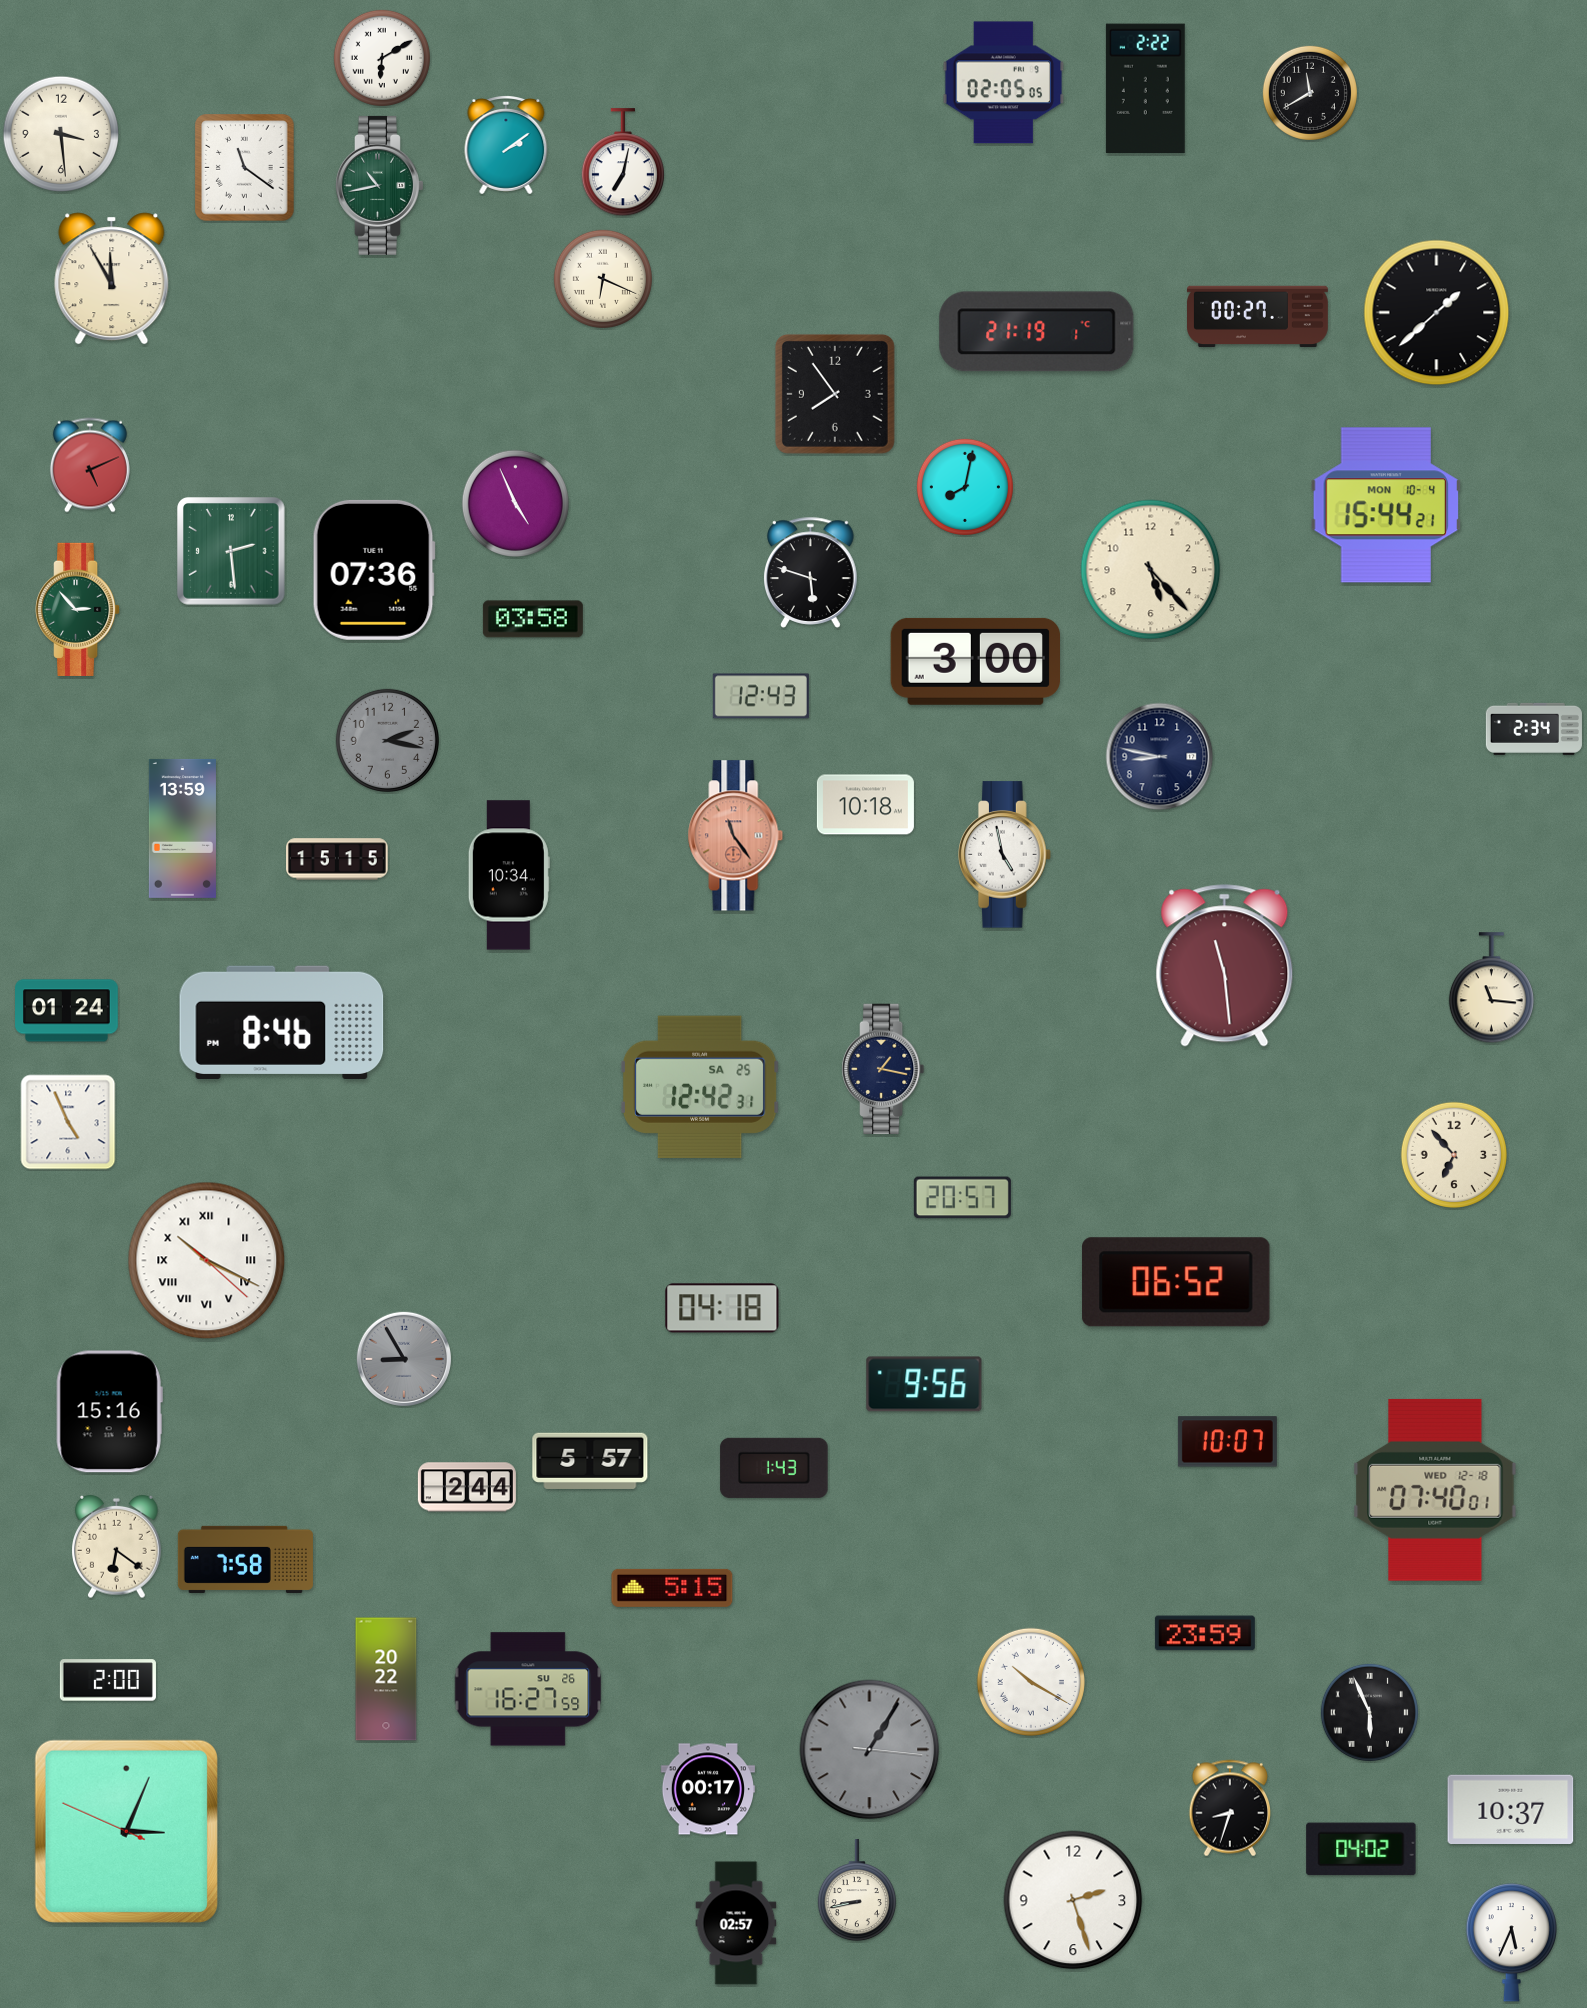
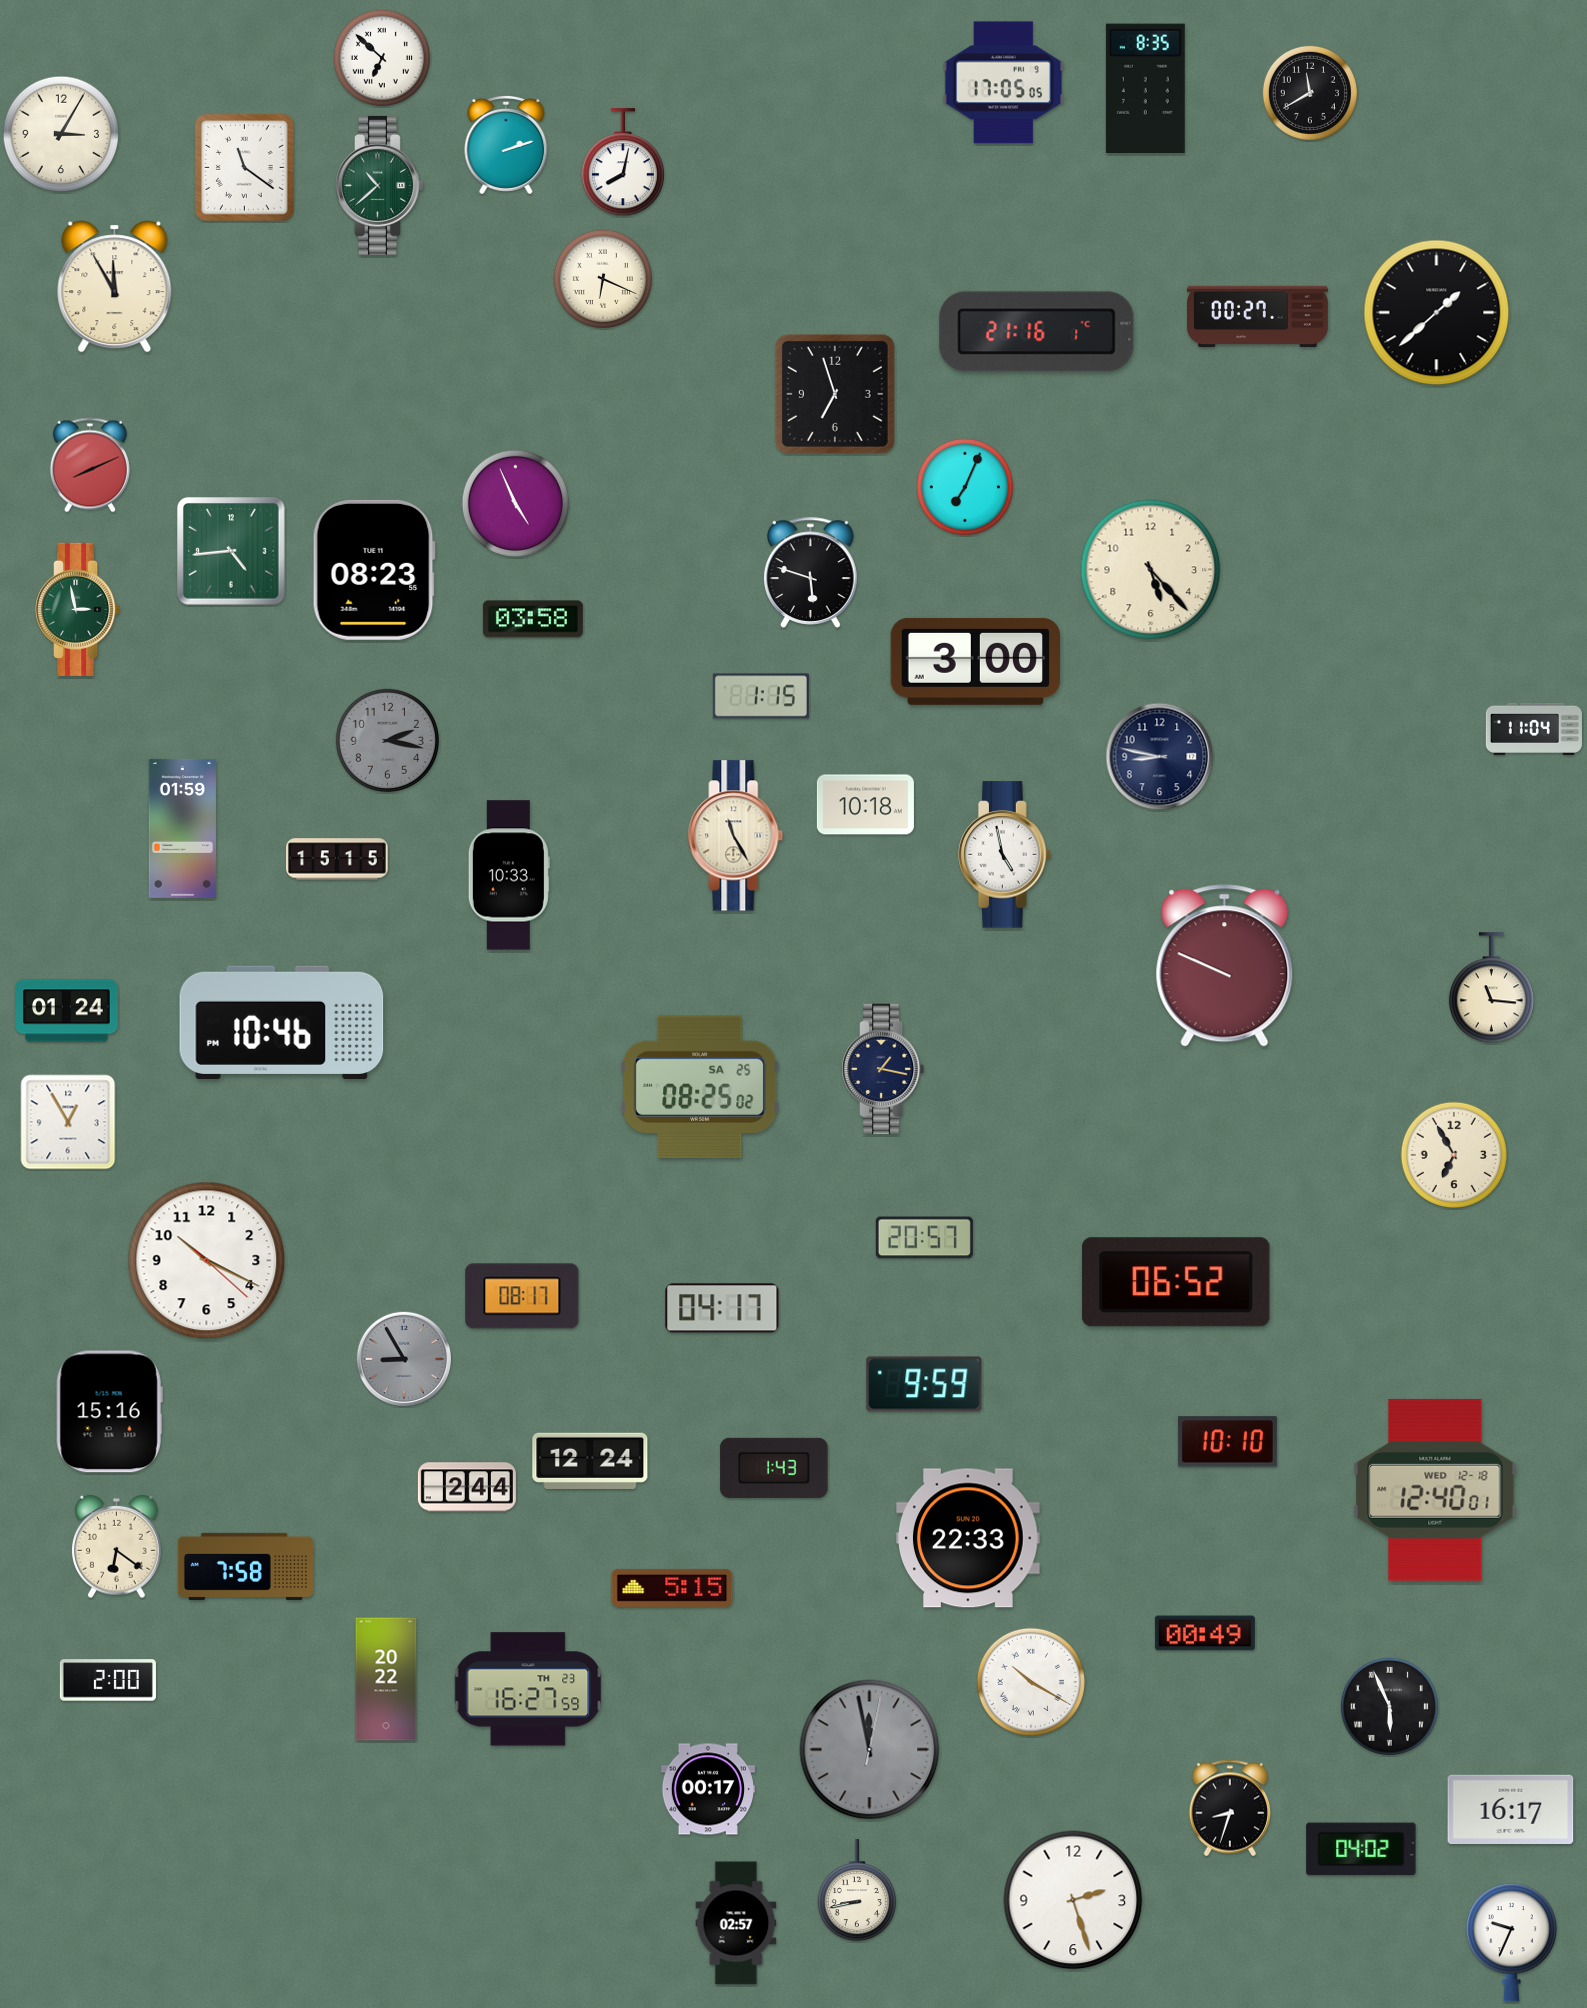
clock at (382, 58): 6:10 -> 6:52
clock at (1004, 83): 02:05 -> 17:05
clock at (1145, 88): 2:22 -> 8:35
clock at (61, 134): 3:29 -> 3:05
clock at (506, 145): 2:09 -> 2:12
clock at (623, 163): 7:02 -> 8:02
clock at (380, 185): 10:43 -> 10:38
clock at (112, 279) position: (112, 279) -> (115, 287)
clock at (1037, 332): 21:19 -> 21:16
clock at (835, 394): 7:54 -> 6:57
clock at (90, 465): 5:11 -> 8:11
clock at (965, 487): 8:02 -> 7:04
clock at (1386, 505): 15:44 -> none
clock at (232, 552): 2:29 -> 4:44
clock at (374, 570): 07:36 -> 08:23
clock at (79, 609): 2:53 -> 2:58
clock at (761, 696): 12:43 -> 1:15
clock at (1534, 729): 2:34 -> 11:04
clock at (182, 828): 13:59 -> 01:59
clock at (736, 836): 11:24 -> 11:25
clock at (736, 836) dial: salmon -> cream
clock at (509, 875): 10:34 -> 10:33
clock at (1225, 966): 11:29 -> 9:49
clock at (282, 1022): 8:46 -> 10:46
clock at (700, 1087): 12:42 -> 08:25
clock at (68, 1122): 4:56 -> 12:55
clock at (1454, 1155): 6:53 -> 6:55
clock at (962, 1198) position: (962, 1198) -> (924, 1238)
clock at (207, 1261) numerals: Roman -> Arabic
clock at (522, 1296): none -> 08:17
clock at (722, 1308): 04:18 -> 04:17
clock at (924, 1384): 9:56 -> 9:59
clock at (1227, 1442): 10:07 -> 10:10
clock at (590, 1461): 5:57 -> 12:24
clock at (1435, 1490): 07:40 -> 12:40
clock at (968, 1538): none -> 22:33
clock at (245, 1559) position: (245, 1559) -> (245, 1566)
clock at (1205, 1633): 23:59 -> 00:49
clock at (528, 1689) date: SU 26 -> TH 23
clock at (1369, 1712) position: (1369, 1712) -> (1389, 1706)
clock at (870, 1750): 1:05 -> 11:58
clock at (1511, 1810): 10:37 -> 16:17
clock at (126, 1831): 3:03 -> none
clock at (1511, 1943): 5:34 -> 9:34
